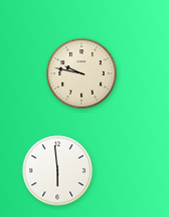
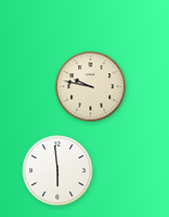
clock at (82, 74) position: (82, 74) -> (91, 87)
